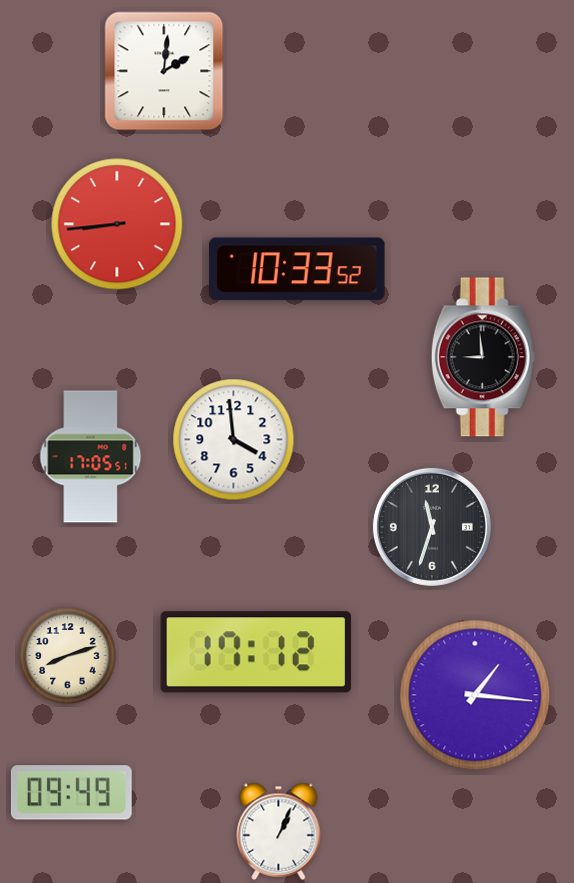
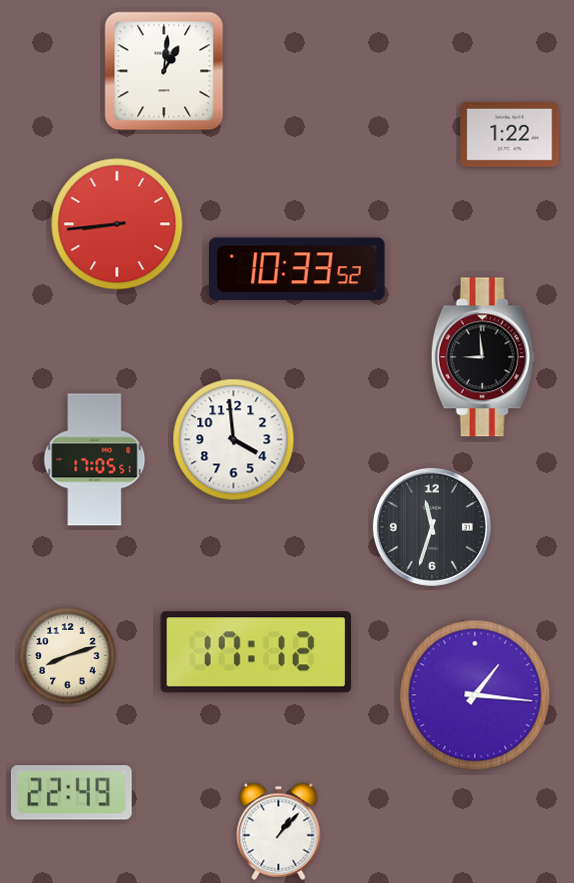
clock at (164, 71): 2:01 -> 1:01
clock at (510, 134): none -> 1:22
clock at (91, 457) position: (91, 457) -> (95, 460)
clock at (71, 793): 09:49 -> 22:49
clock at (279, 831): 1:04 -> 1:07
